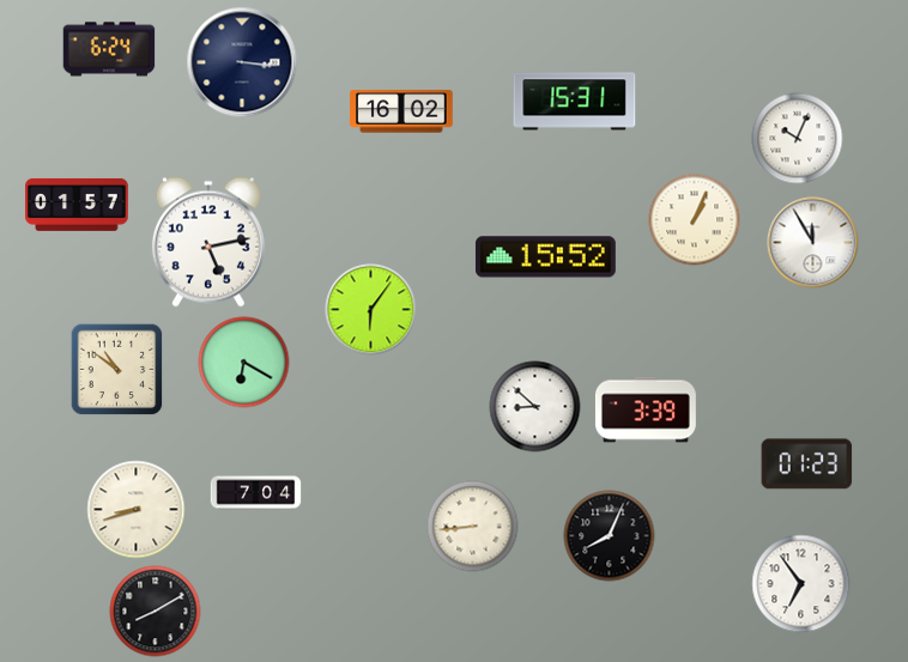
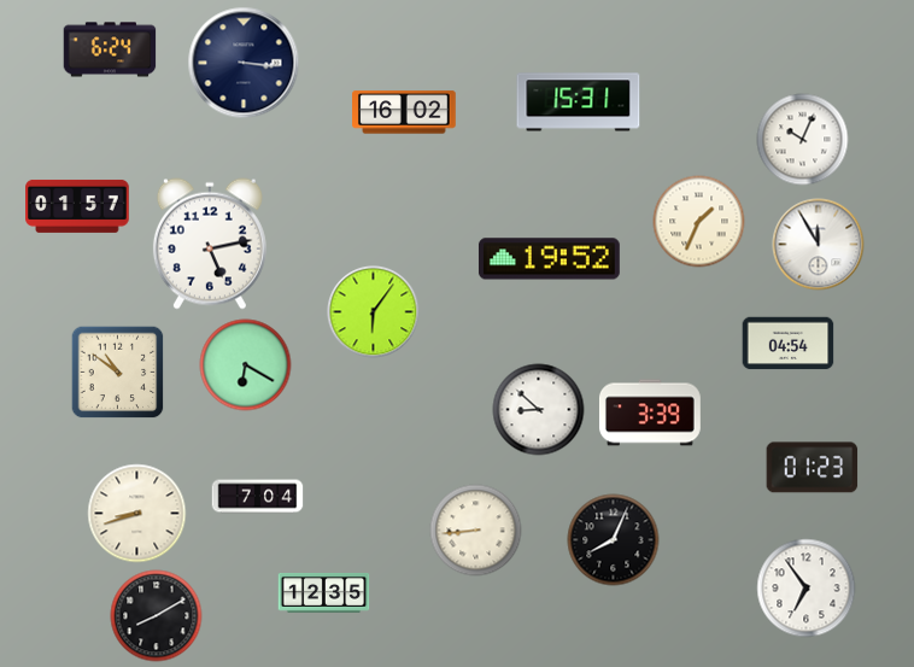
clock at (695, 220): 1:04 -> 1:34
clock at (545, 257): 15:52 -> 19:52
clock at (789, 344): none -> 04:54
clock at (324, 593): none -> 12:35
